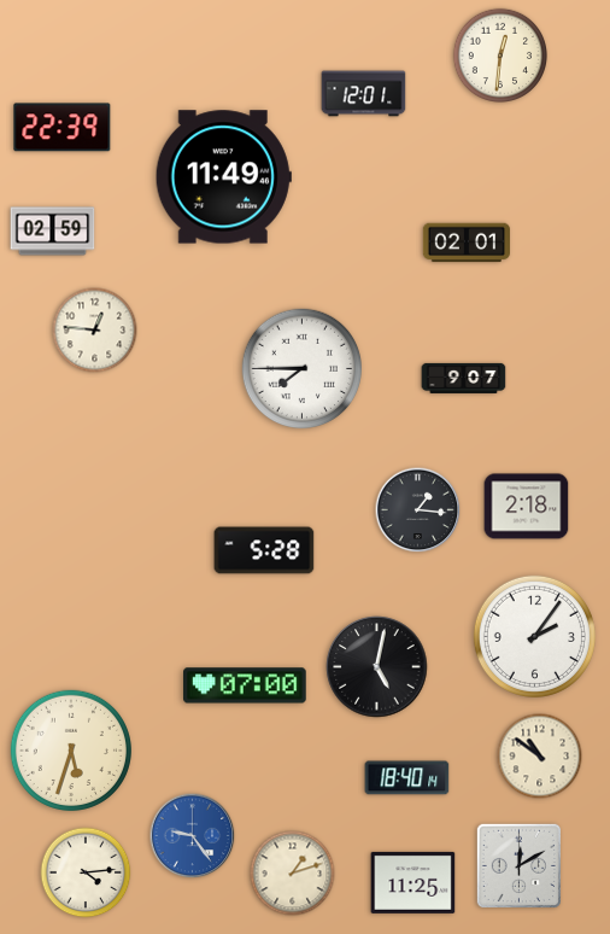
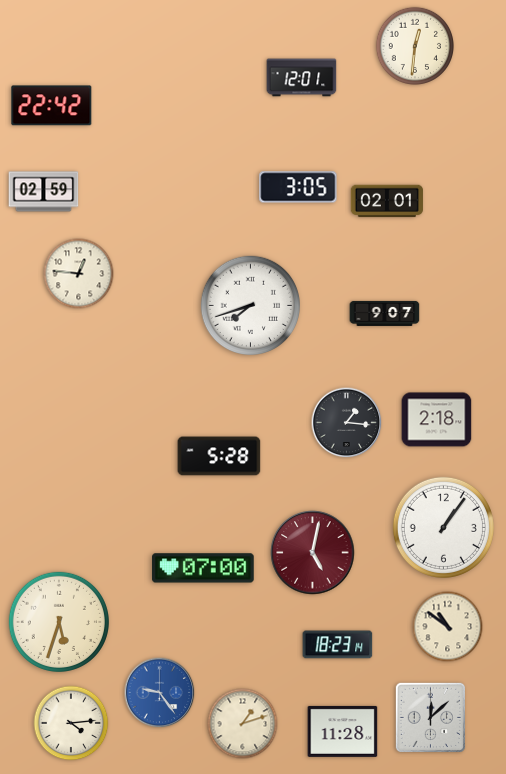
clock at (63, 128): 22:39 -> 22:42
clock at (223, 177): 11:49 -> none
clock at (298, 187): none -> 3:05
clock at (303, 369): 7:45 -> 7:42
clock at (534, 636): 2:06 -> 1:06
clock at (377, 667) dial: black -> burgundy
clock at (407, 778): 18:40 -> 18:23
clock at (518, 865): 12:10 -> 12:08
clock at (413, 882): 11:25 -> 11:28
